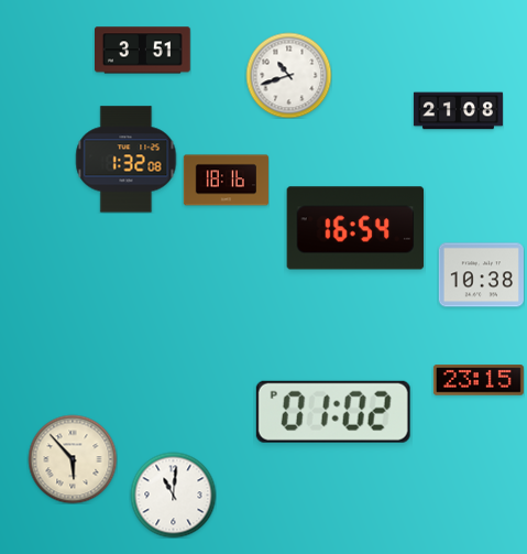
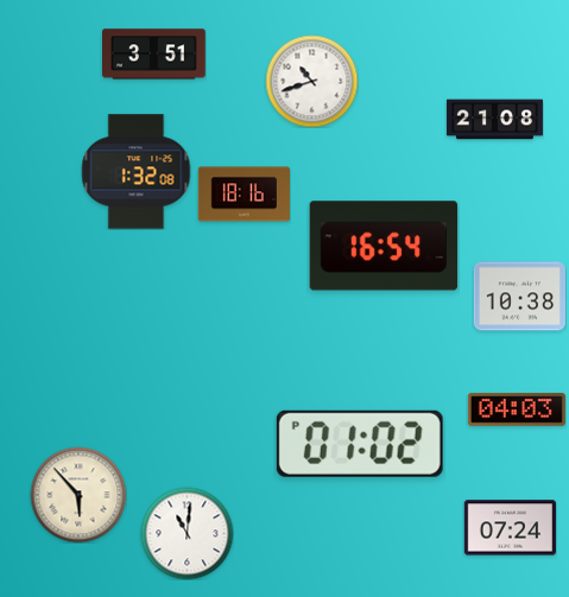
clock at (479, 380): 23:15 -> 04:03
clock at (510, 528): none -> 07:24
